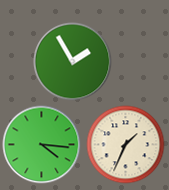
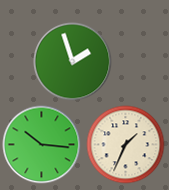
clock at (72, 61): 1:55 -> 1:57
clock at (41, 144): 4:16 -> 10:16
